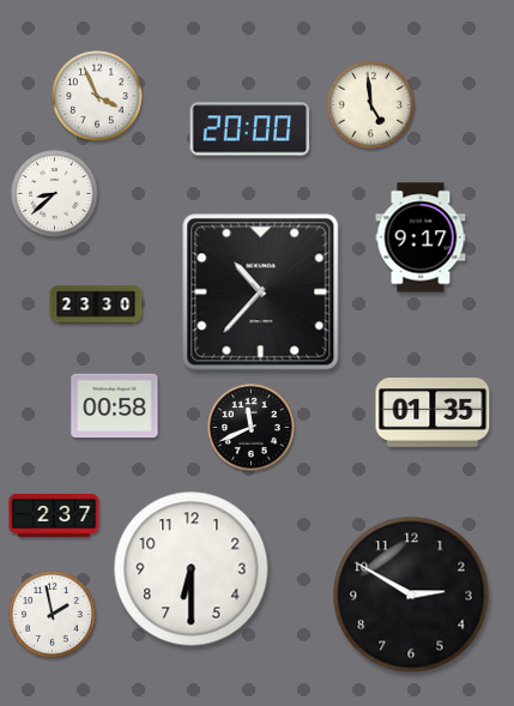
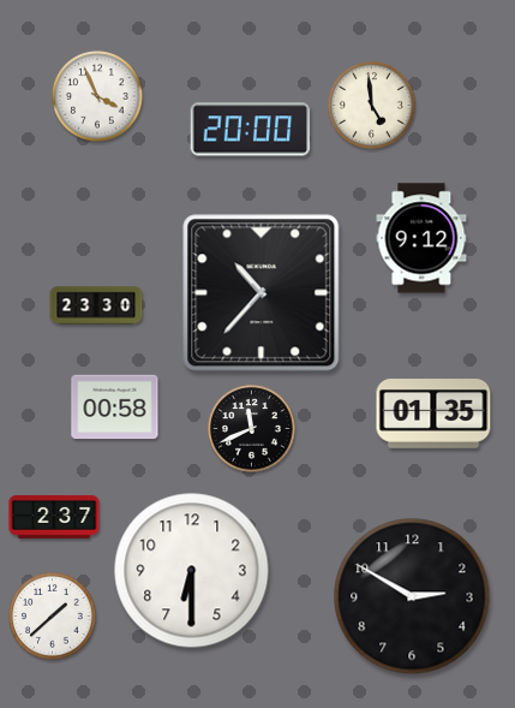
clock at (55, 194): 8:38 -> none
clock at (421, 237): 9:17 -> 9:12
clock at (53, 615): 1:58 -> 1:38
